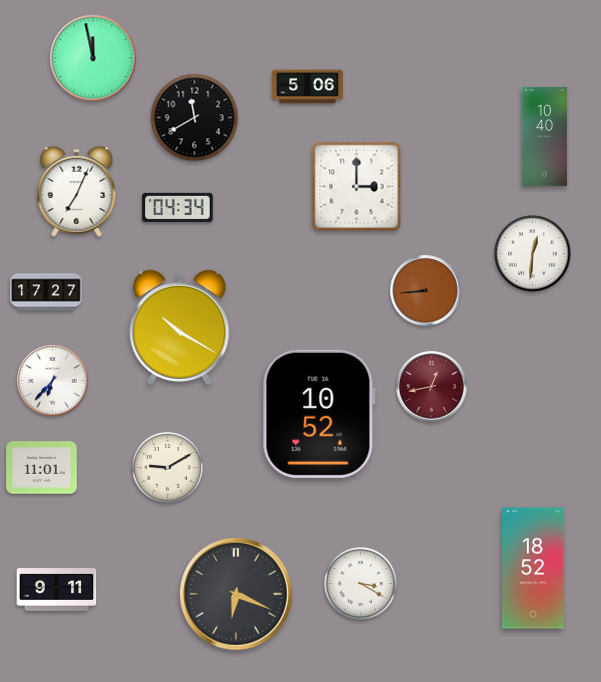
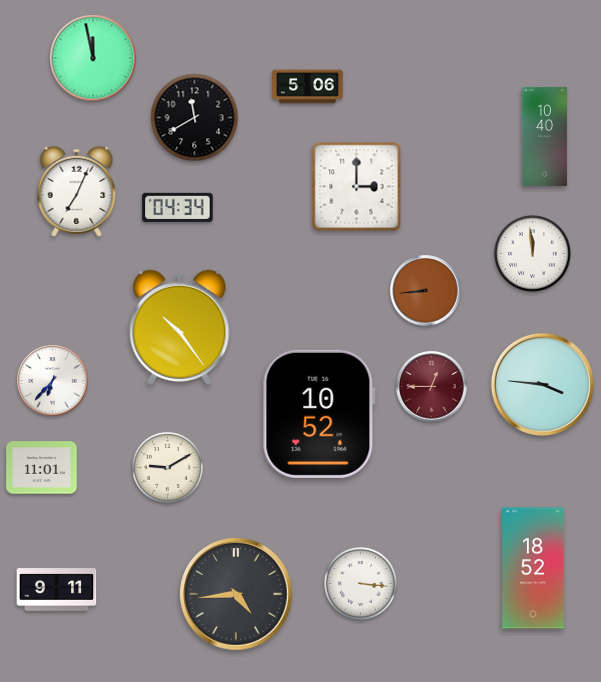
clock at (533, 254): 12:31 -> 11:59
clock at (46, 292): 17:27 -> none
clock at (180, 327): 10:20 -> 10:24
clock at (542, 384): none -> 3:46
clock at (432, 387): 12:43 -> 12:45
clock at (360, 583): 3:20 -> 3:16
clock at (236, 594): 6:19 -> 4:44
